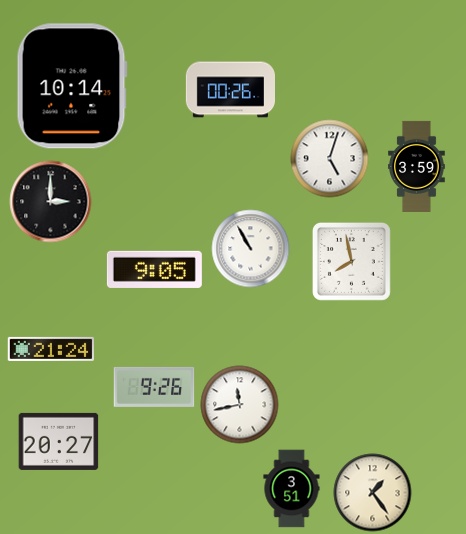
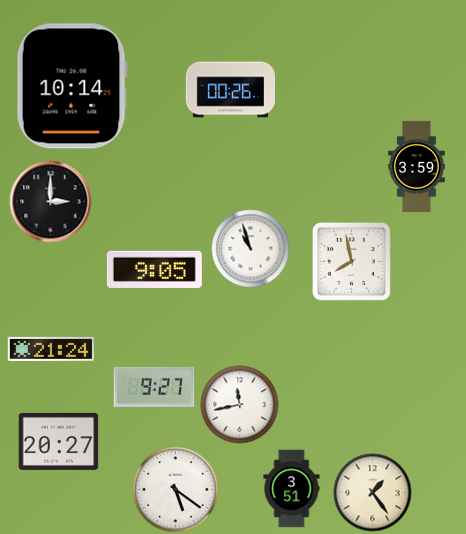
clock at (329, 158): 5:03 -> none
clock at (250, 248): 10:55 -> 10:57
clock at (154, 387): 9:26 -> 9:27
clock at (175, 489): none -> 5:21
